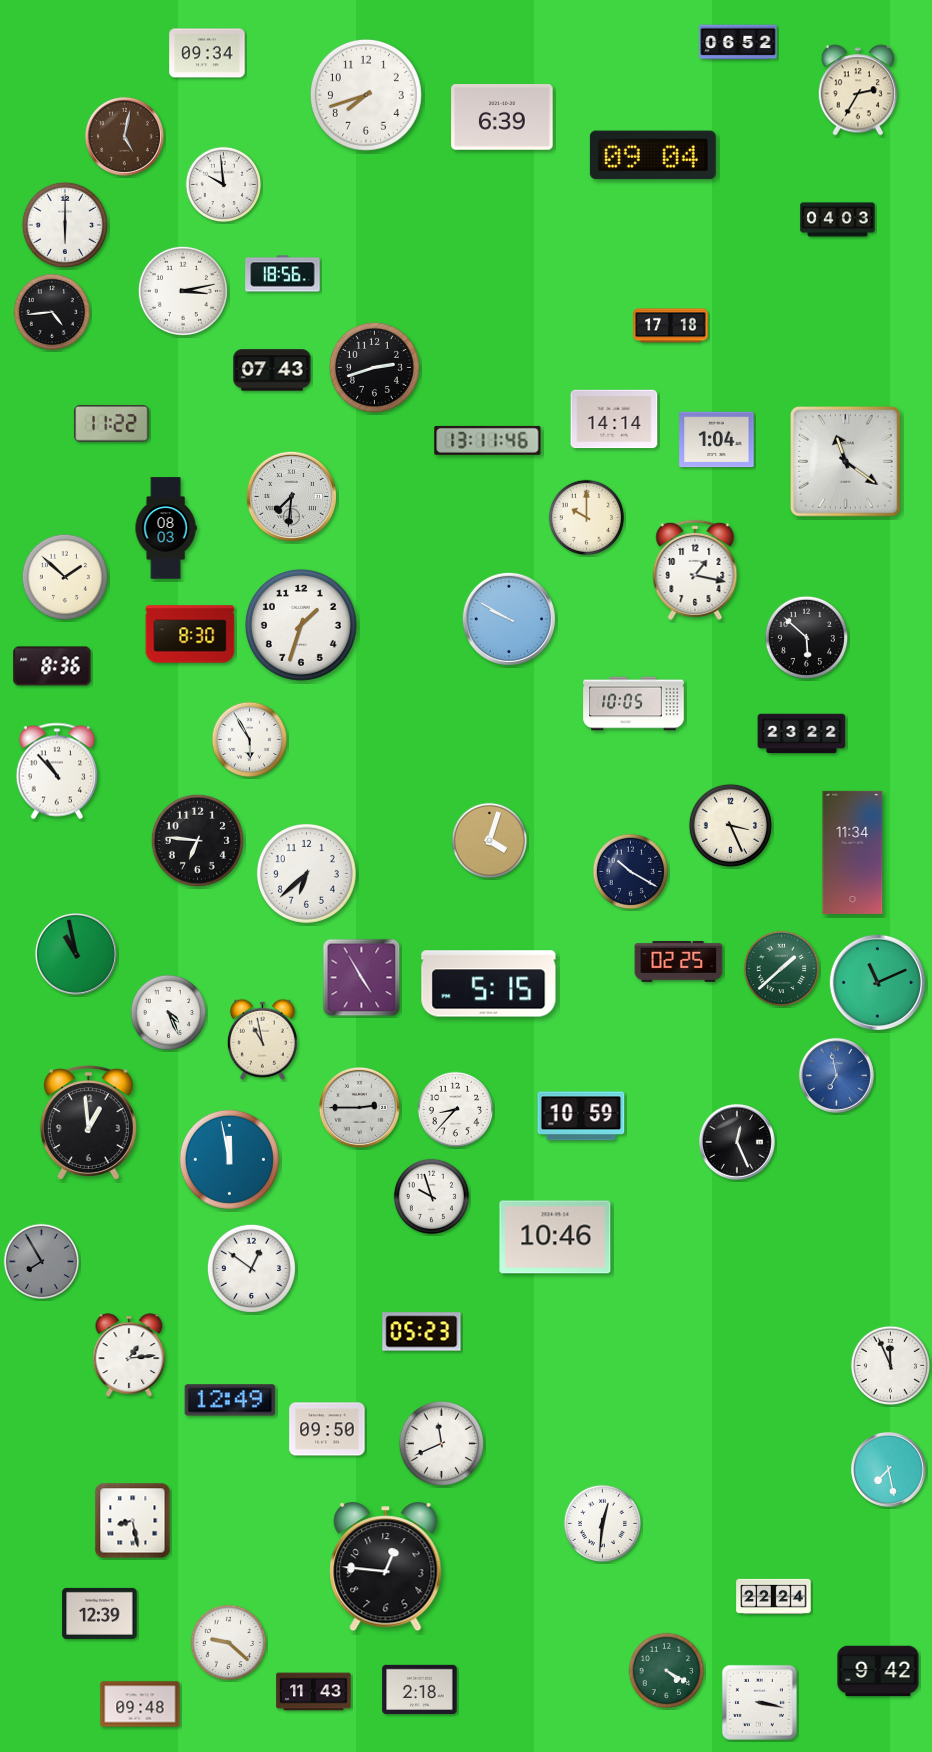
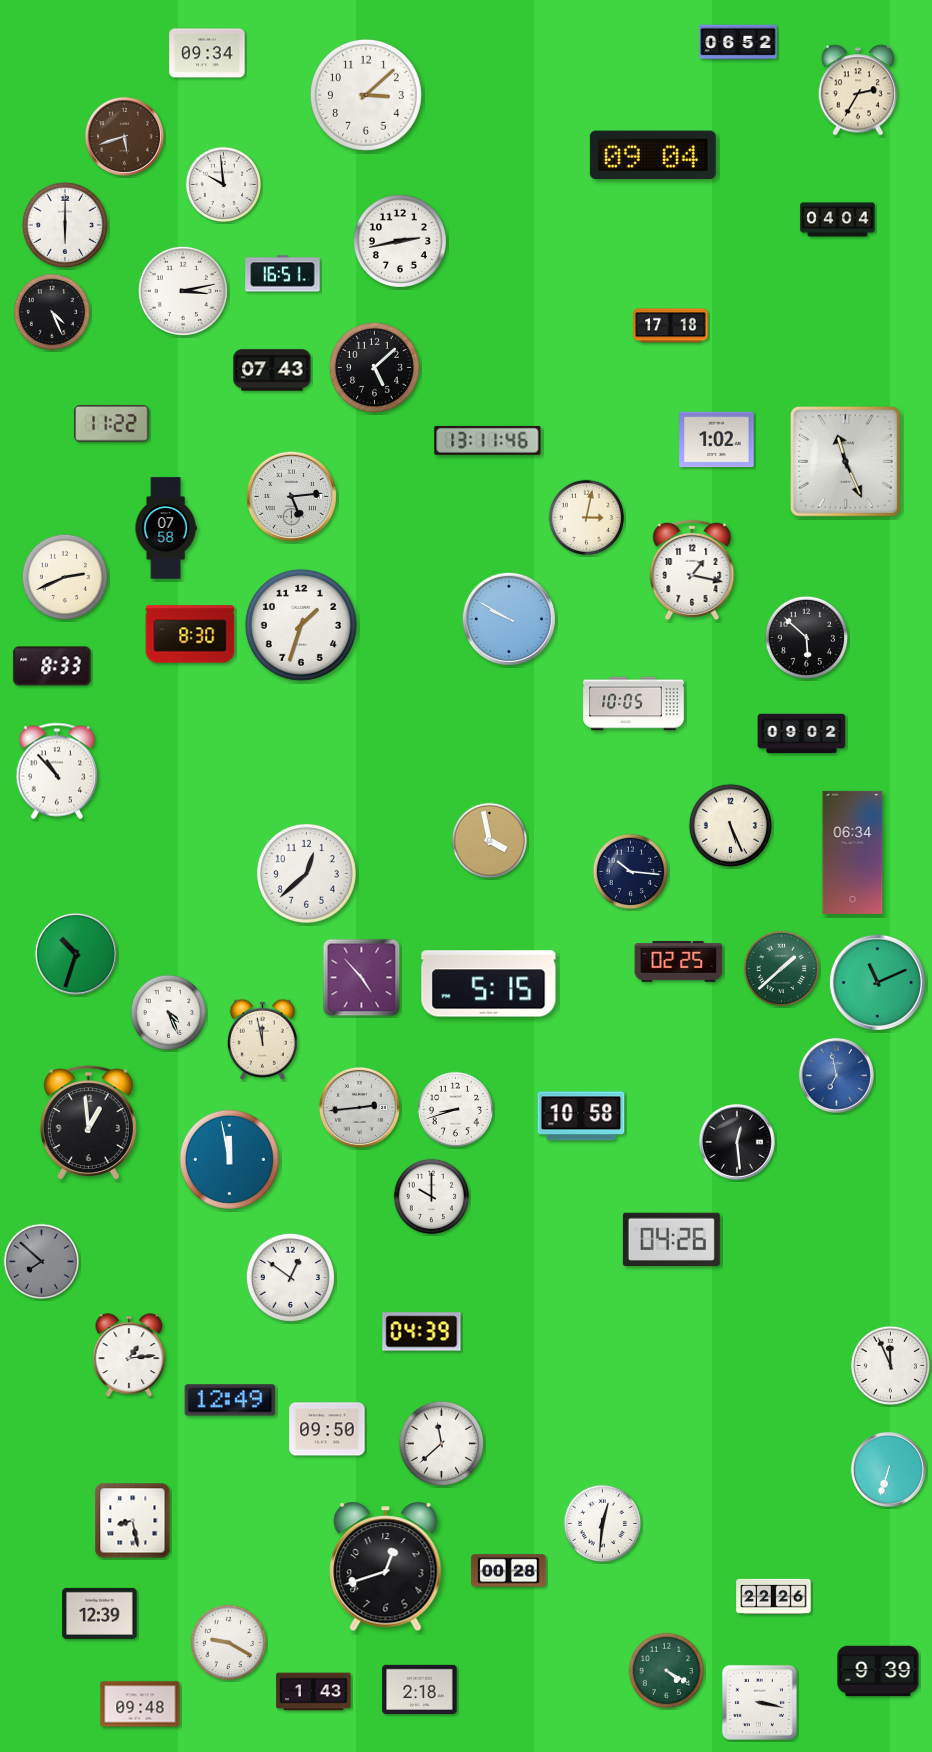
clock at (366, 95): 7:42 -> 3:08
clock at (502, 118): 6:39 -> none
clock at (124, 136): 5:02 -> 5:42
clock at (838, 220): 04:03 -> 04:04
clock at (400, 241): none -> 2:43
clock at (283, 274): 18:56 -> 16:51
clock at (52, 312): 4:44 -> 4:26
clock at (374, 367): 2:42 -> 5:08
clock at (614, 419): 14:14 -> none
clock at (717, 440): 1:04 -> 1:02
clock at (846, 462): 11:21 -> 11:26
clock at (291, 496): 7:31 -> 5:14
clock at (587, 518): 10:00 -> 3:02
clock at (166, 528): 08:03 -> 07:58
clock at (695, 570) position: (695, 570) -> (692, 570)
clock at (65, 577): 1:52 -> 2:41
clock at (52, 666): 8:36 -> 8:33
clock at (802, 734): 23:22 -> 09:02
clock at (250, 740): 5:55 -> none
clock at (730, 825): 3:26 -> 5:26
clock at (197, 840): 6:46 -> none
clock at (490, 841): 4:03 -> 3:58
clock at (853, 852): 11:34 -> 06:34
clock at (631, 872): 10:20 -> 10:16
clock at (306, 873): 6:38 -> 12:38
clock at (76, 954): 10:58 -> 10:33
clock at (362, 978): 4:55 -> 4:53
clock at (262, 1039): 10:58 -> 11:58
clock at (359, 1107): 2:45 -> 2:44
clock at (456, 1110): 8:37 -> 8:42
clock at (581, 1116): 10:59 -> 10:58
clock at (737, 1142): 12:26 -> 12:29
clock at (432, 1197): 9:57 -> 10:00
clock at (555, 1237): 10:46 -> none
clock at (671, 1239): none -> 04:26
clock at (42, 1262): 7:55 -> 7:52
clock at (251, 1268) position: (251, 1268) -> (290, 1277)
clock at (422, 1332): 05:23 -> 04:39
clock at (441, 1443): 11:41 -> 11:38
clock at (888, 1469): 7:28 -> 6:33
clock at (386, 1567): 12:46 -> 12:42
clock at (509, 1571): none -> 00:28
clock at (774, 1596): 22:24 -> 22:26
clock at (229, 1643): 9:22 -> 9:20
clock at (878, 1671): 9:42 -> 9:39
clock at (314, 1692): 11:43 -> 1:43
